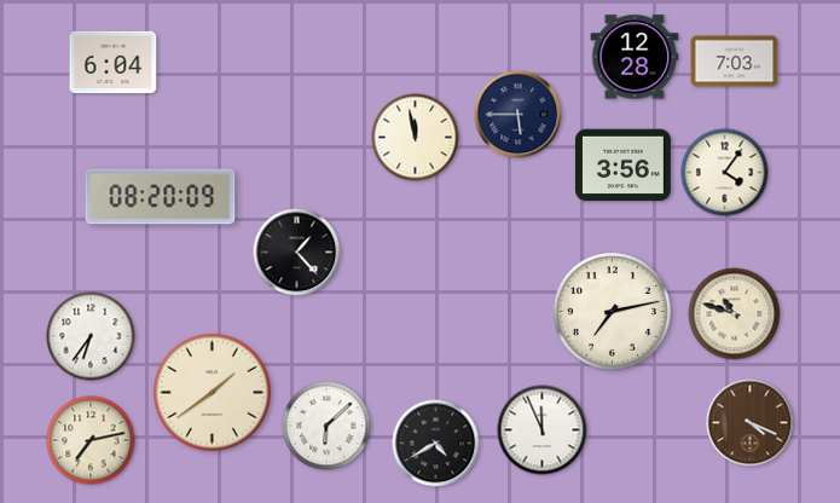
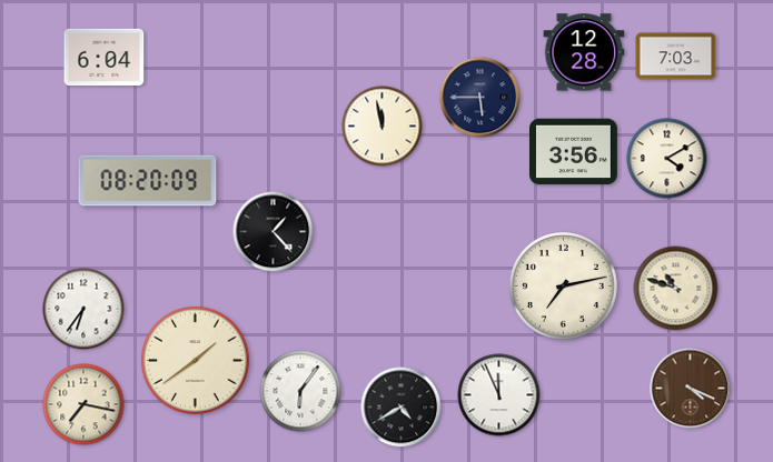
clock at (519, 115) position: (519, 115) -> (480, 98)
clock at (725, 173): 4:06 -> 4:10
clock at (326, 426): 6:08 -> 6:06
clock at (91, 440): 7:13 -> 7:17
